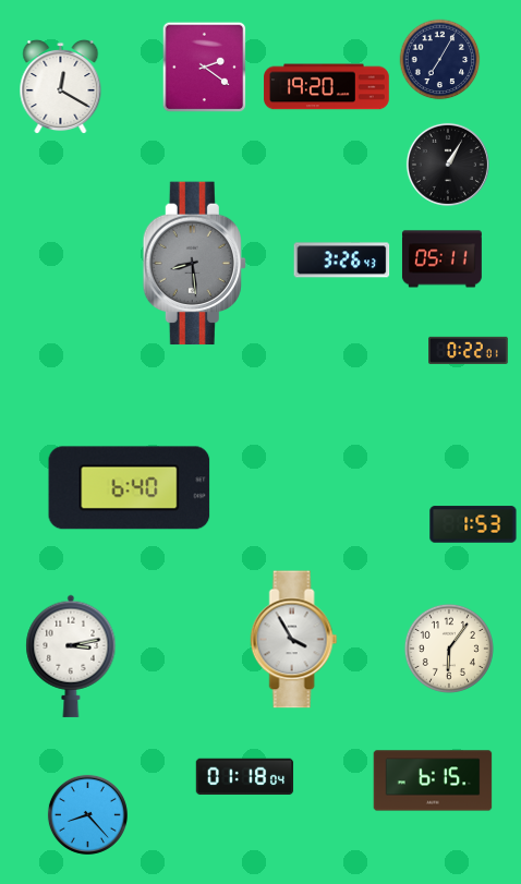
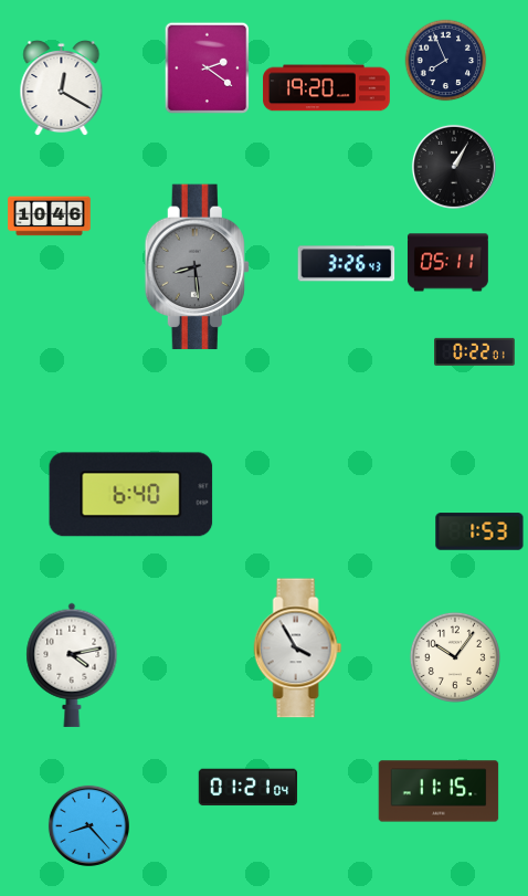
clock at (440, 60): 7:05 -> 7:56
clock at (327, 87) position: (327, 87) -> (327, 88)
clock at (50, 217): none -> 10:46
clock at (469, 350) position: (469, 350) -> (475, 351)
clock at (449, 649): 6:06 -> 10:06
clock at (71, 656): 3:13 -> 4:13
clock at (245, 777): 01:18 -> 01:21
clock at (433, 780): 6:15 -> 11:15
